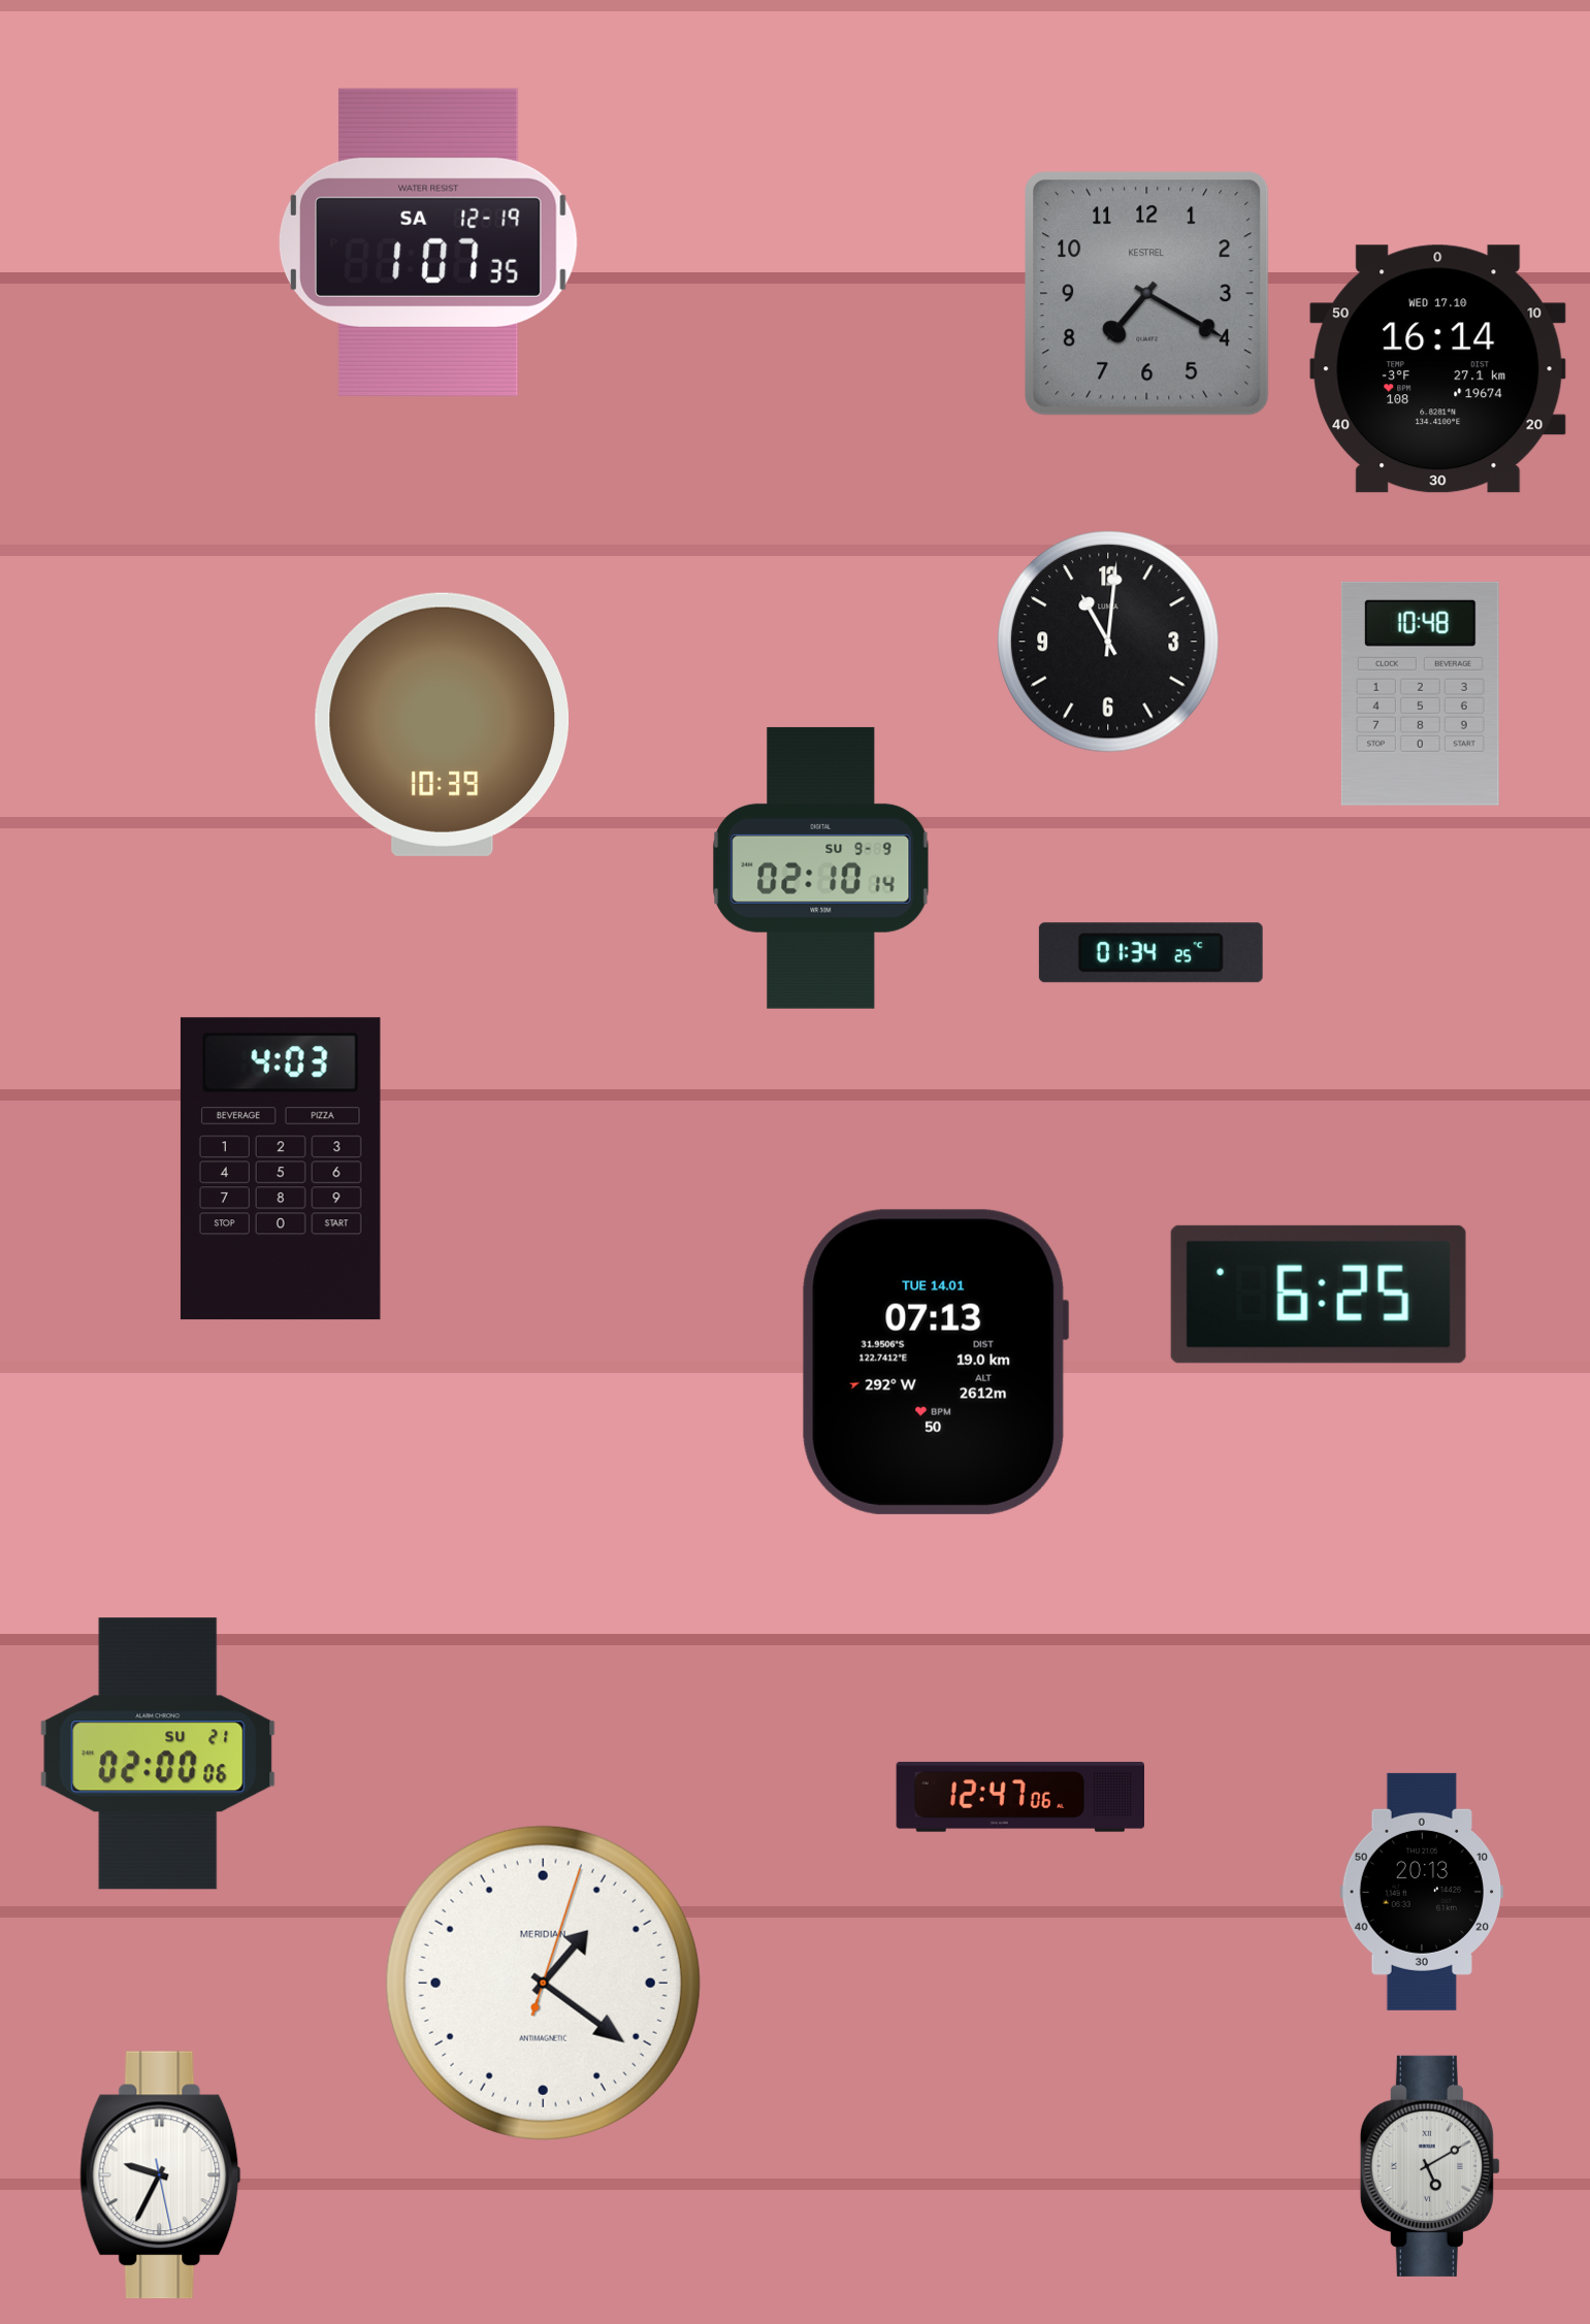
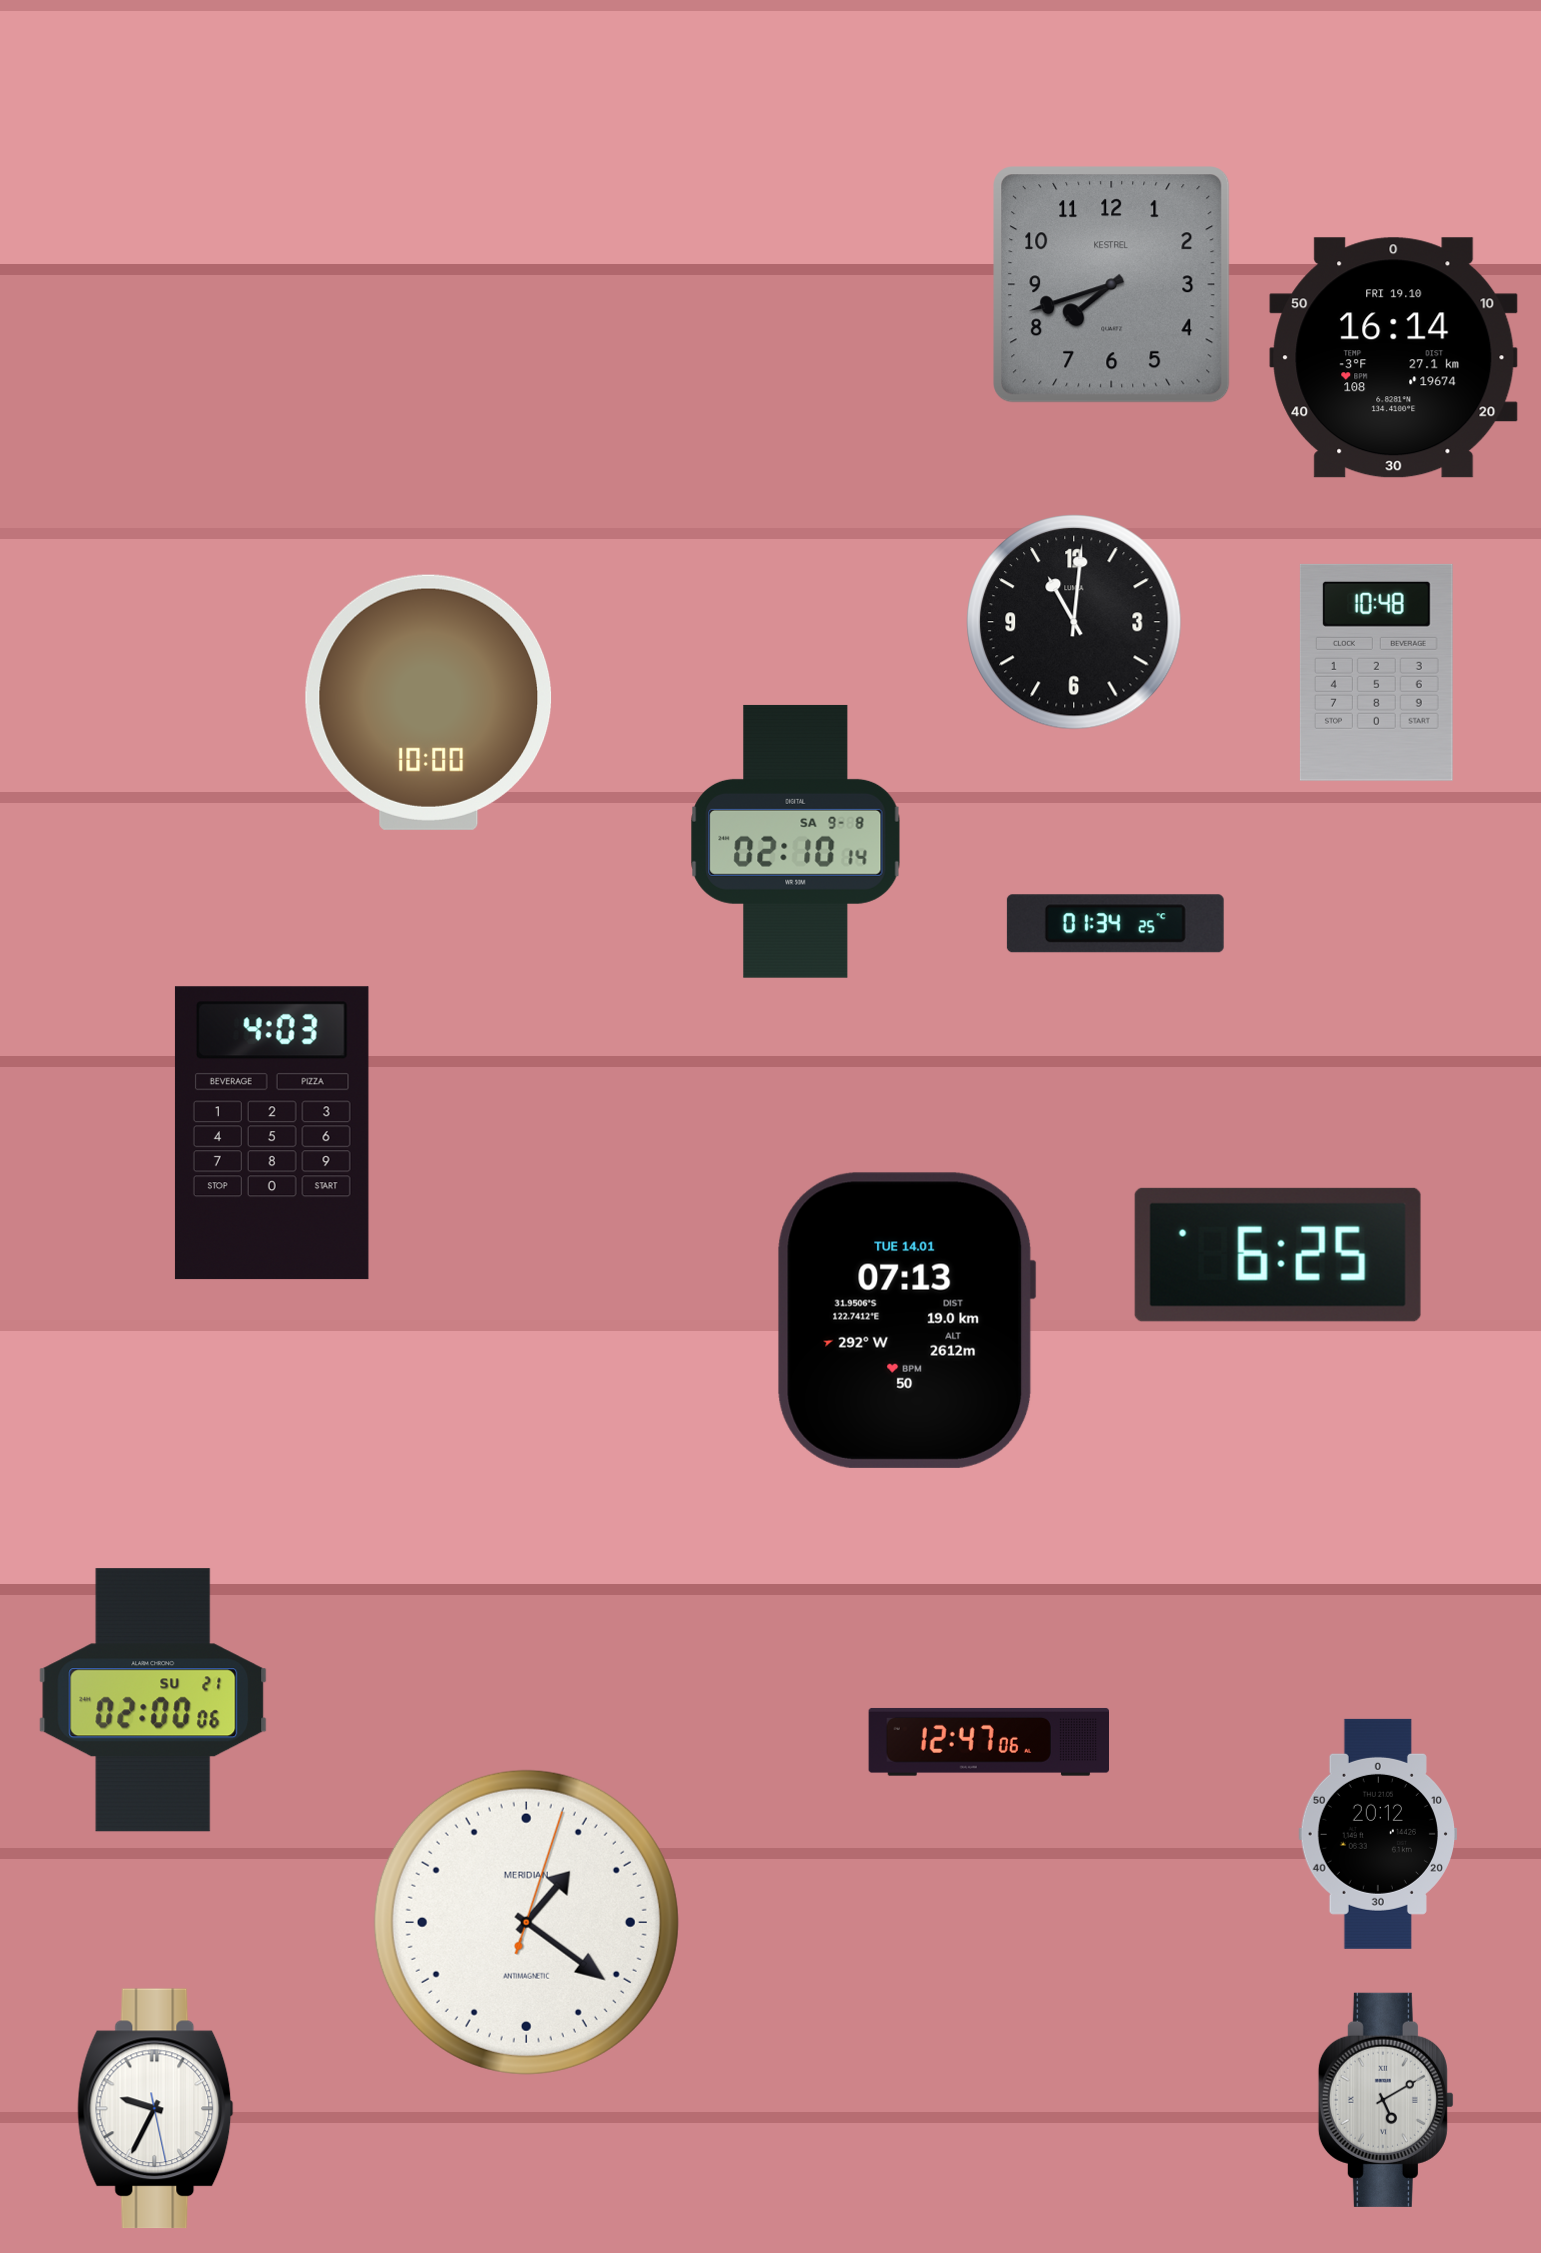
clock at (428, 242): 1:07 -> none
clock at (1147, 294): 7:20 -> 7:42
clock at (1438, 369) date: WED 17.10 -> FRI 19.10
clock at (443, 724): 10:39 -> 10:00
clock at (821, 868) date: SU 9-9 -> SA 9-8
clock at (1421, 1892): 20:13 -> 20:12
